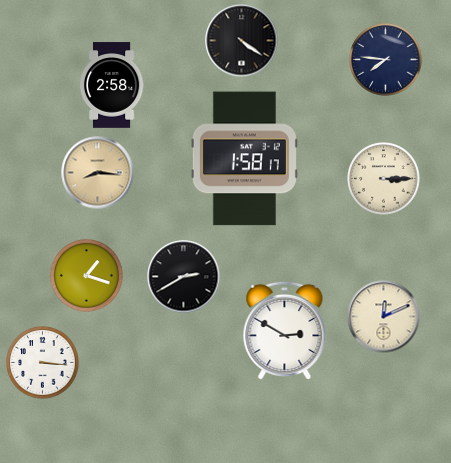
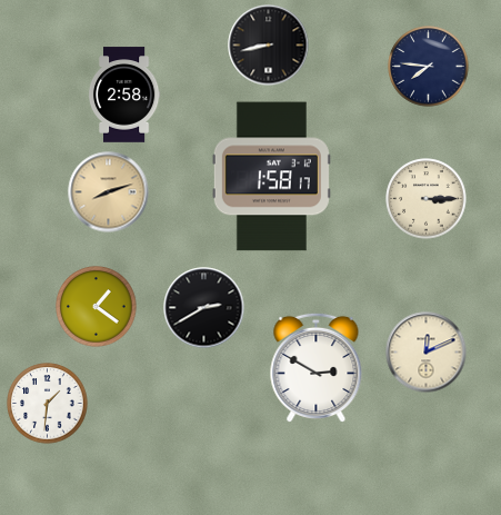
clock at (242, 41): 4:21 -> 8:43
clock at (98, 173): 8:16 -> 8:12
clock at (87, 276): 1:18 -> 1:21
clock at (43, 363): 3:16 -> 1:31
